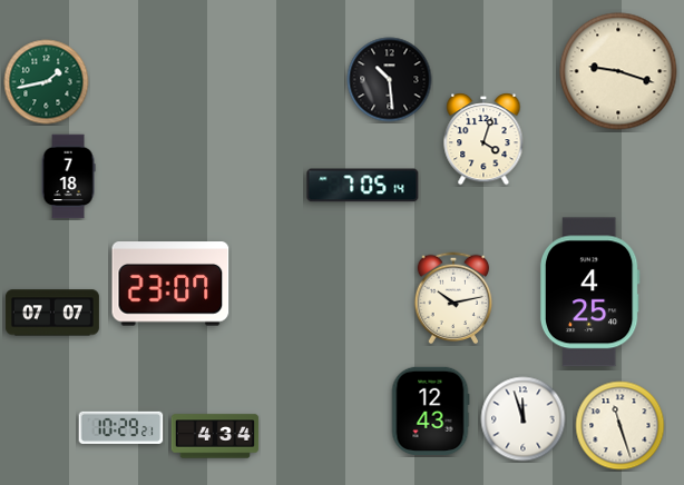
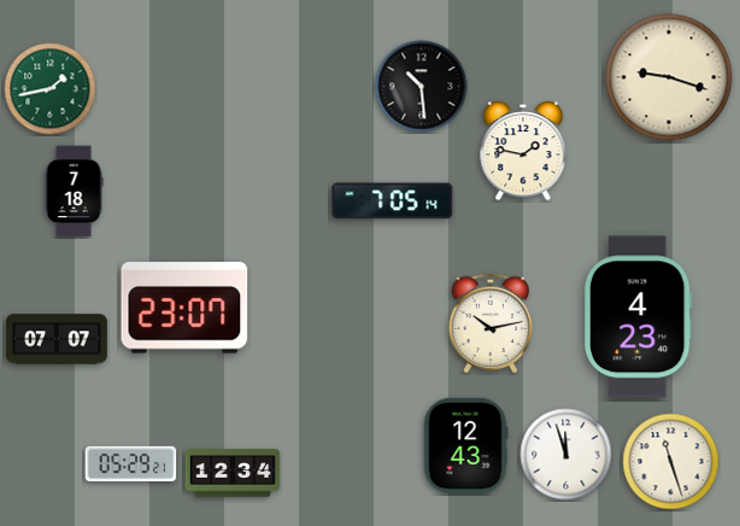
clock at (483, 140): 4:03 -> 1:47
clock at (589, 293): 4:25 -> 4:23
clock at (121, 427): 10:29 -> 05:29
clock at (215, 436): 4:34 -> 12:34
